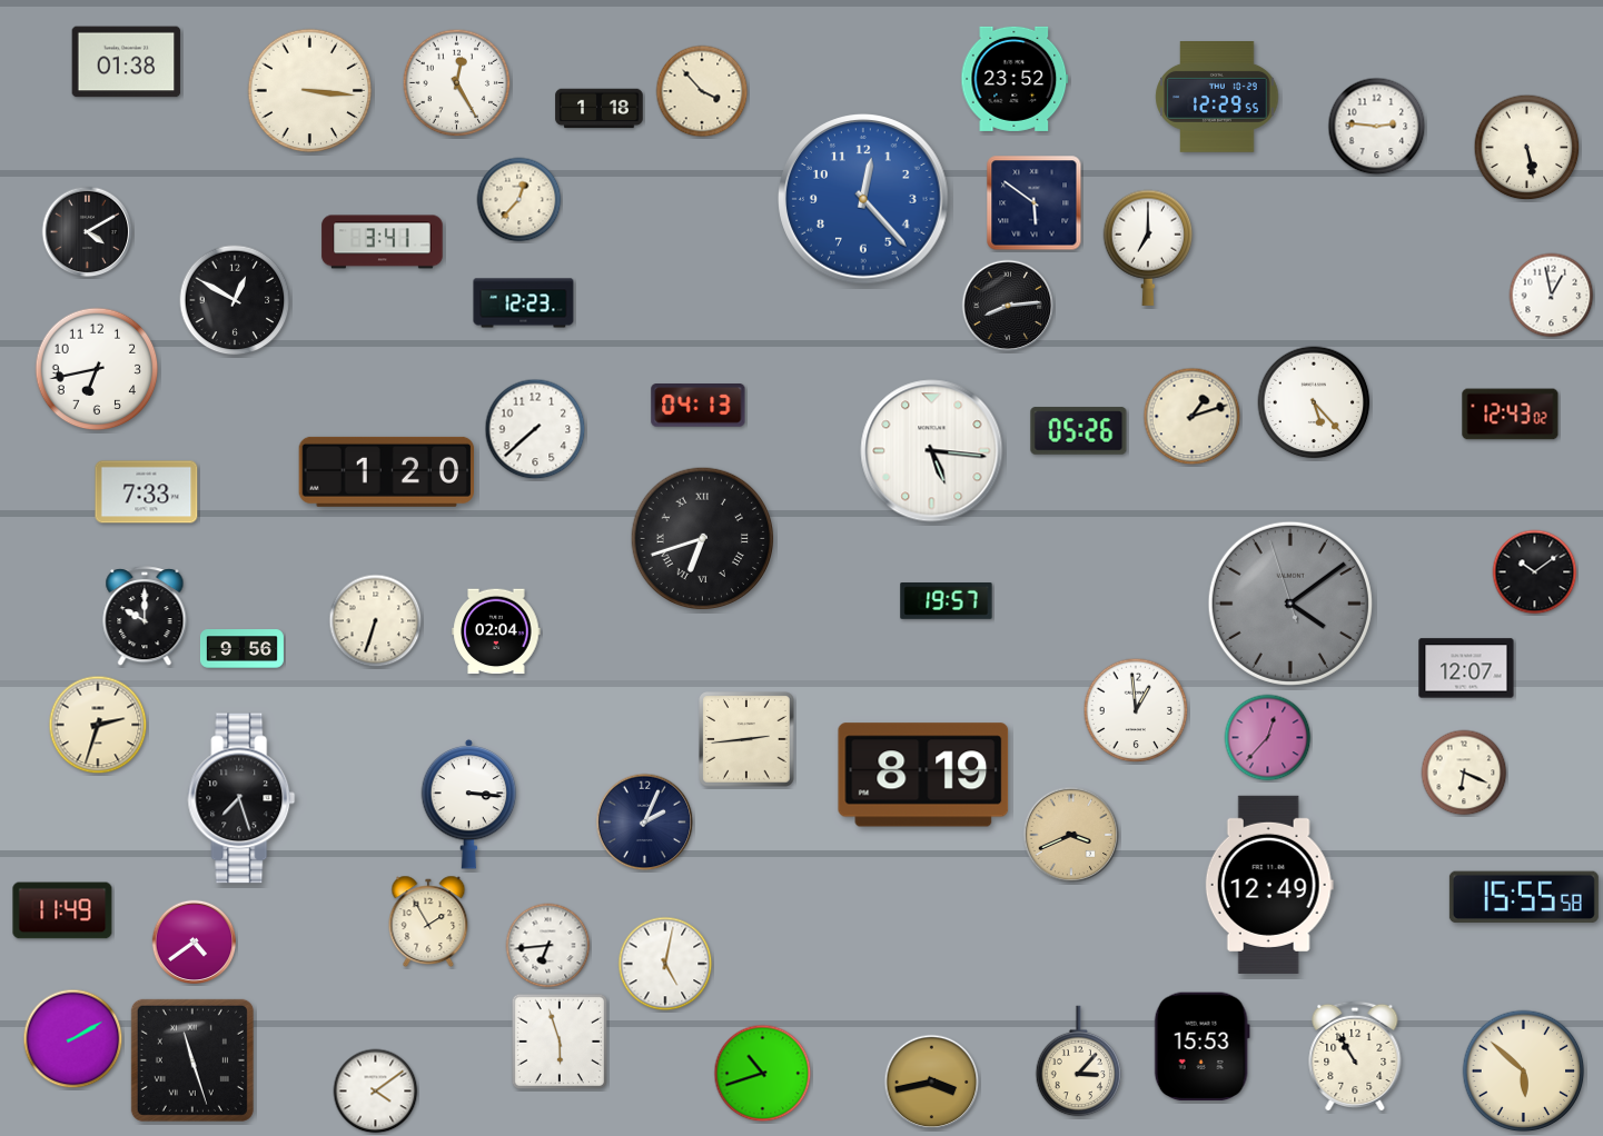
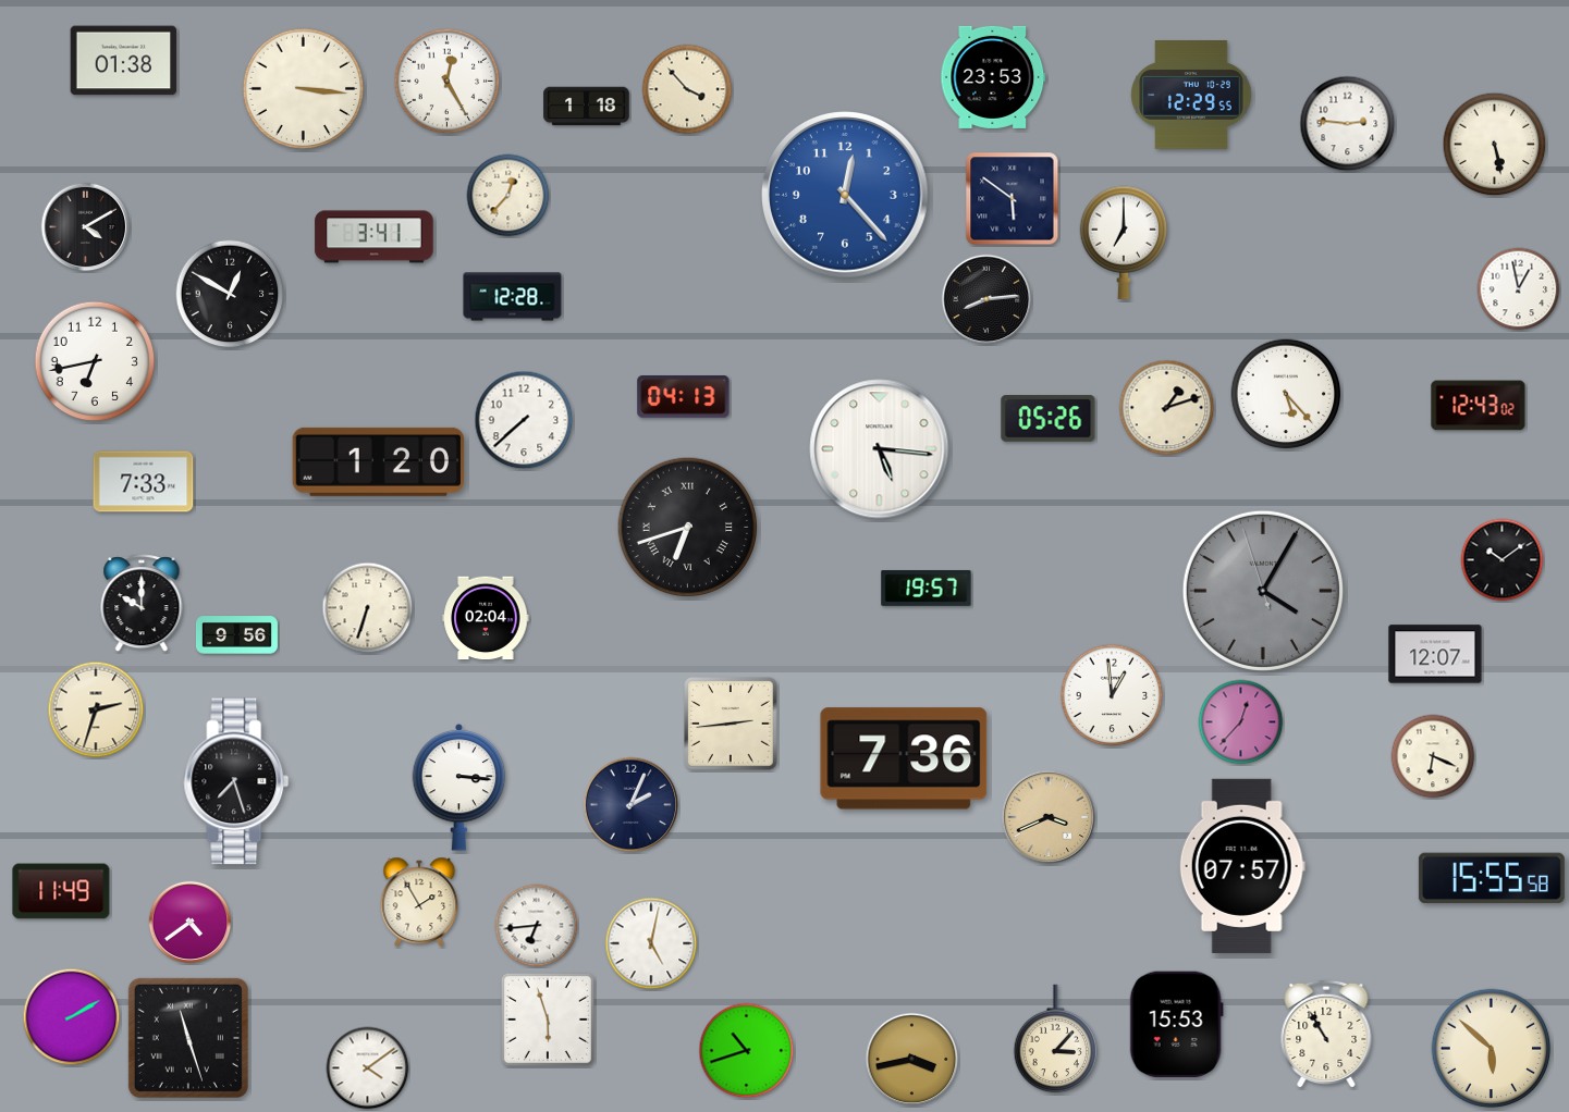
clock at (1015, 79): 23:52 -> 23:53
clock at (524, 303): 12:23 -> 12:28
clock at (1079, 431) position: (1079, 431) -> (1049, 419)
clock at (932, 451) position: (932, 451) -> (880, 449)
clock at (1290, 604): 4:08 -> 4:04
clock at (923, 775): 8:19 -> 7:36
clock at (1269, 885): 12:49 -> 07:57
